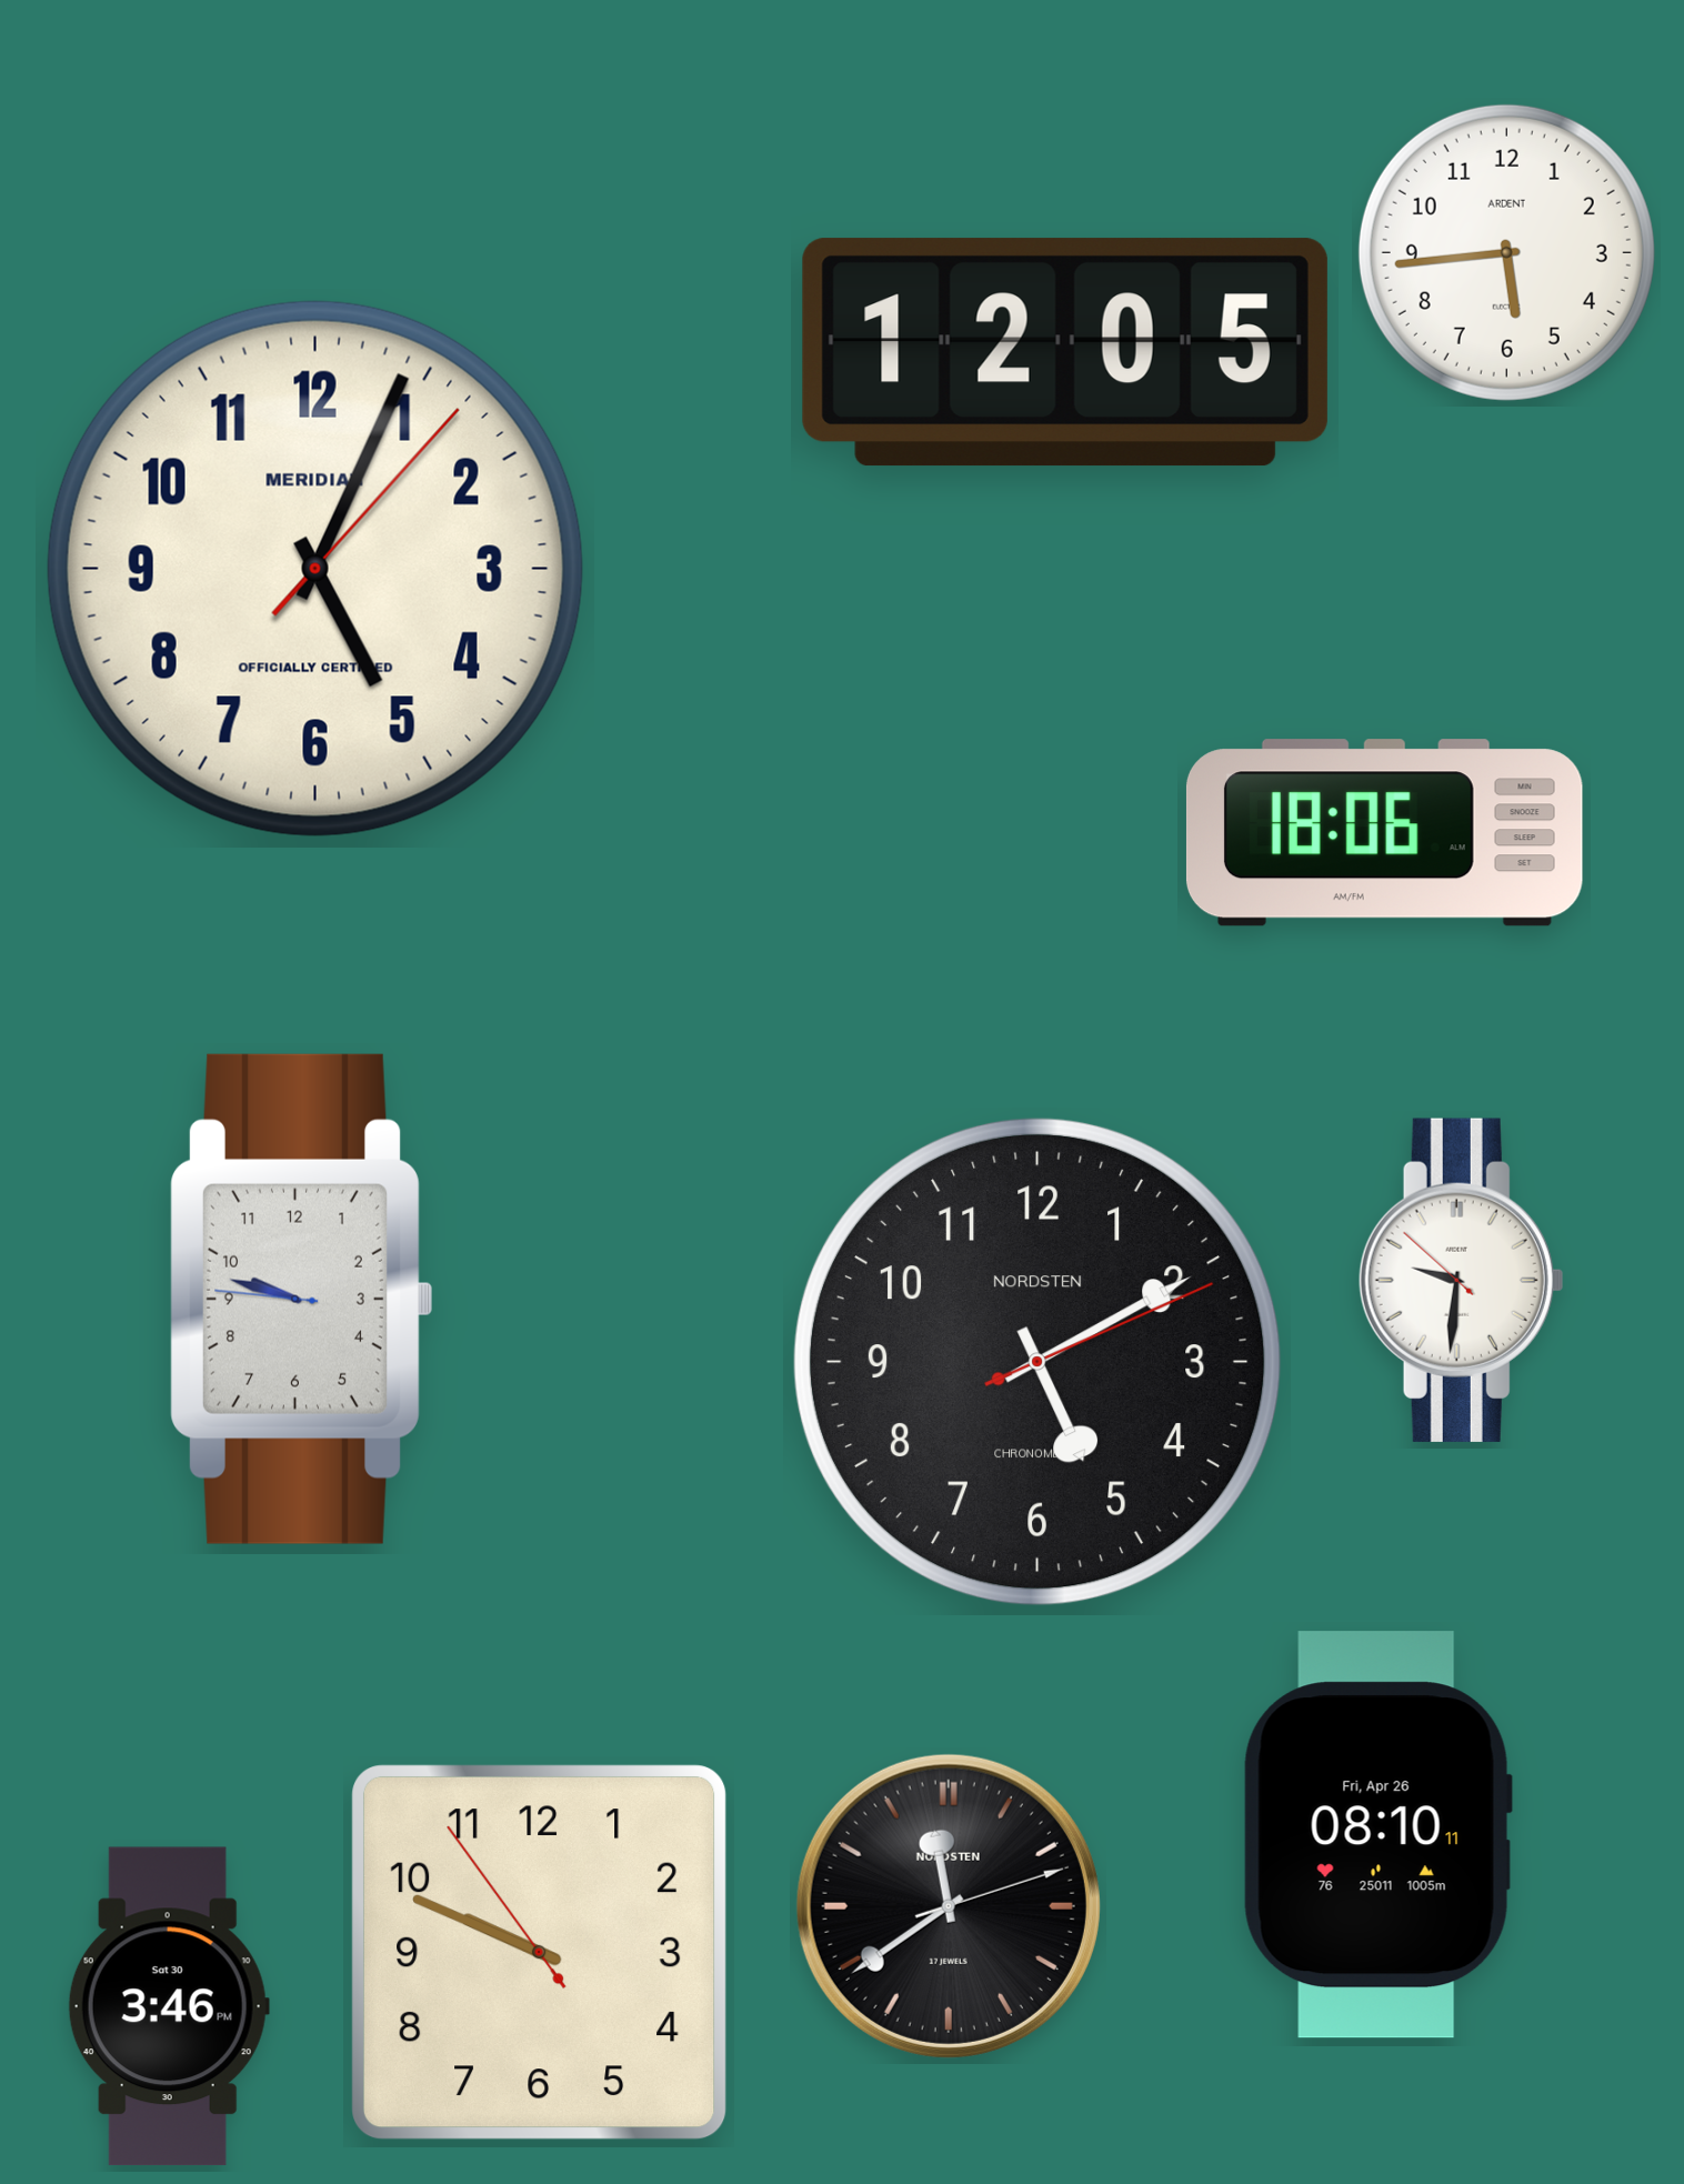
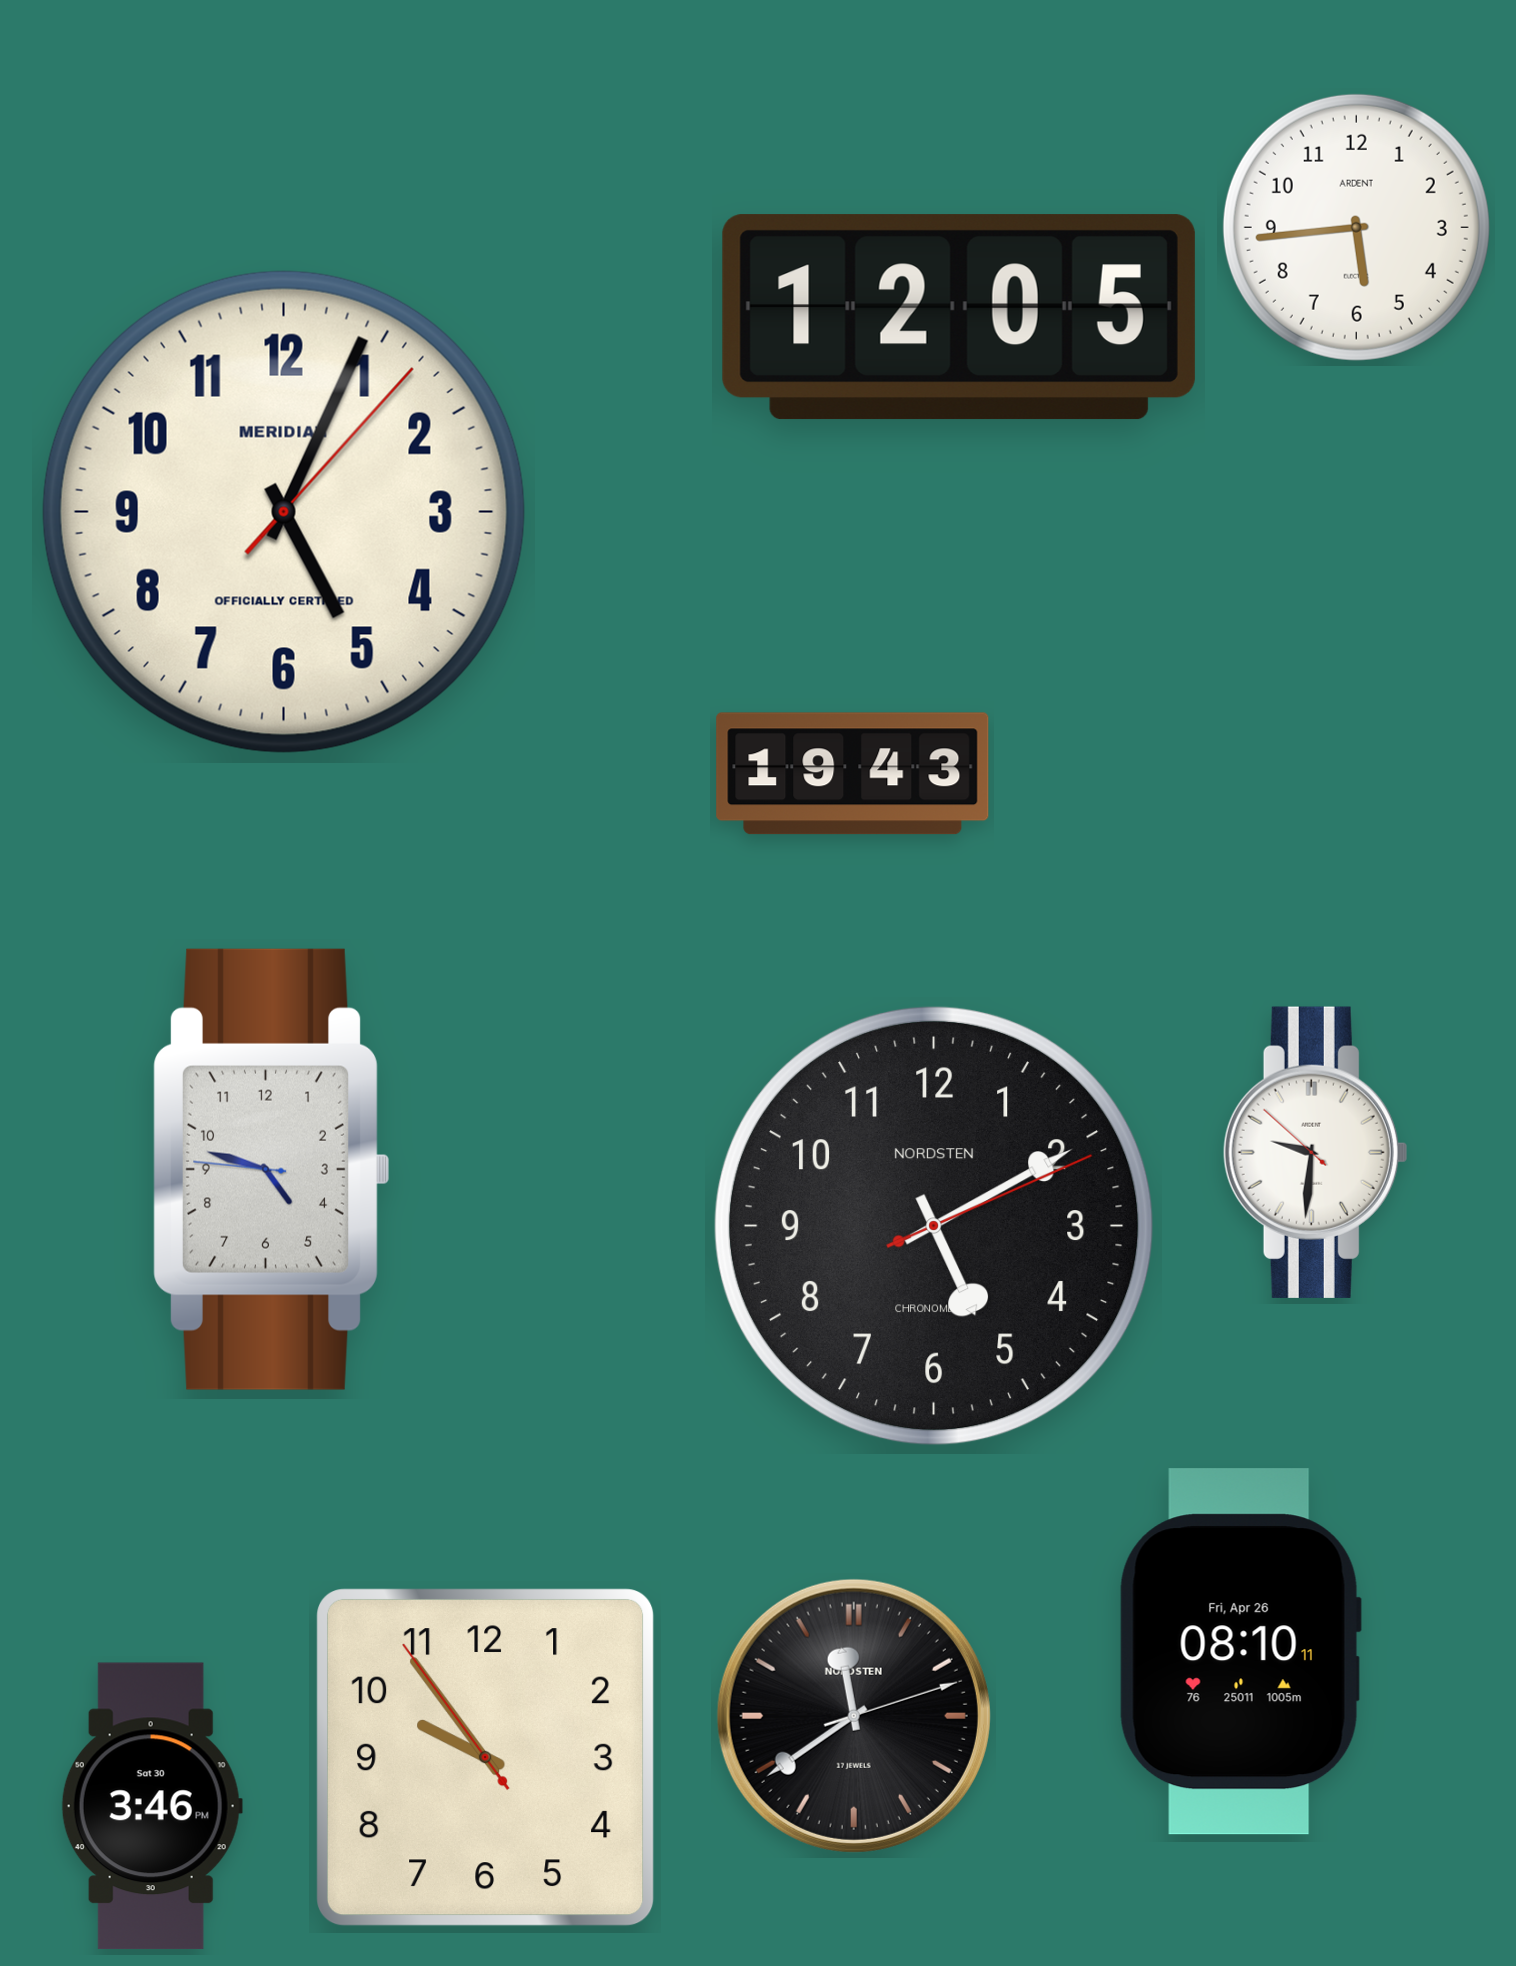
clock at (1384, 833): 18:06 -> none
clock at (853, 774): none -> 19:43
clock at (302, 1299): 9:47 -> 4:47
clock at (540, 1953): 9:48 -> 9:53
